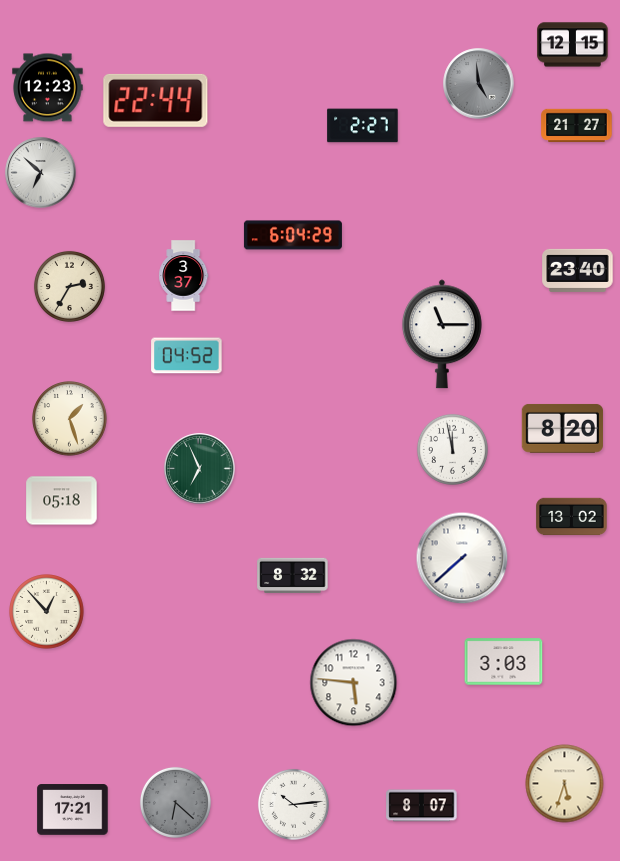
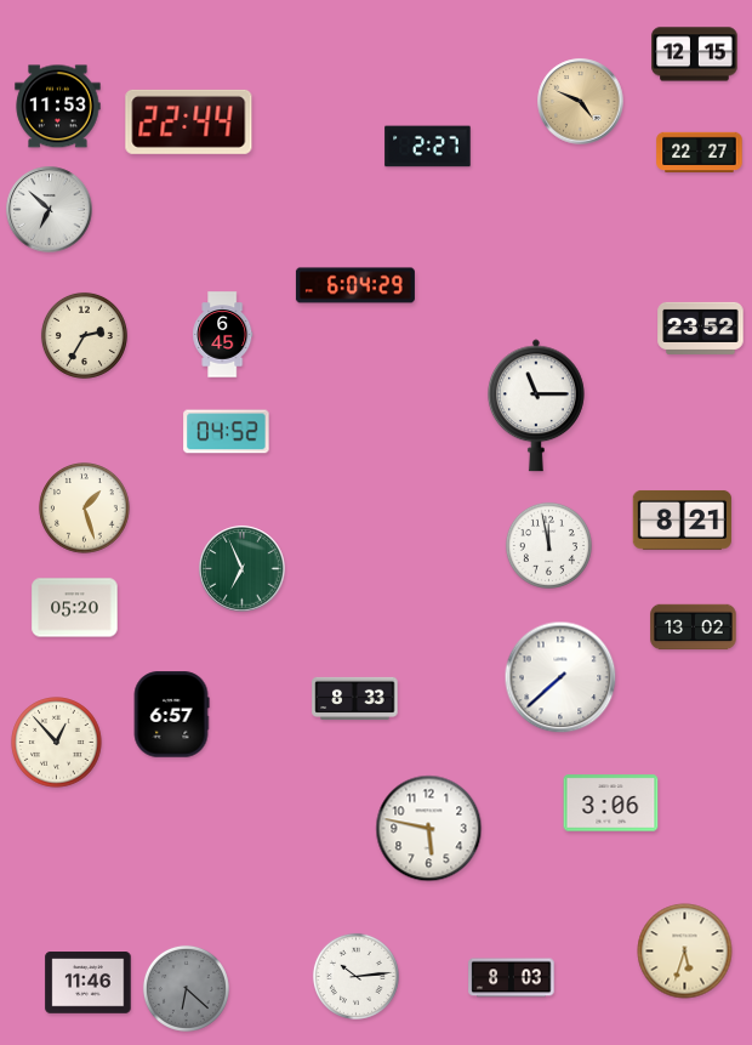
clock at (479, 84): 4:59 -> 4:49
clock at (479, 84) dial: grey -> champagne
clock at (48, 88): 12:23 -> 11:53
clock at (363, 126) position: (363, 126) -> (428, 147)
clock at (577, 126): 21:27 -> 22:27
clock at (578, 270): 23:40 -> 23:52
clock at (184, 276): 3:37 -> 6:45
clock at (69, 286) position: (69, 286) -> (84, 335)
clock at (562, 428): 8:20 -> 8:21
clock at (62, 501): 05:18 -> 05:20
clock at (293, 575): 8:32 -> 8:33
clock at (171, 715): none -> 6:57
clock at (504, 662): 3:03 -> 3:06
clock at (354, 683): 5:46 -> 5:47
clock at (175, 802) position: (175, 802) -> (186, 988)
clock at (422, 806): 8:07 -> 8:03
clock at (73, 810): 17:21 -> 11:46
